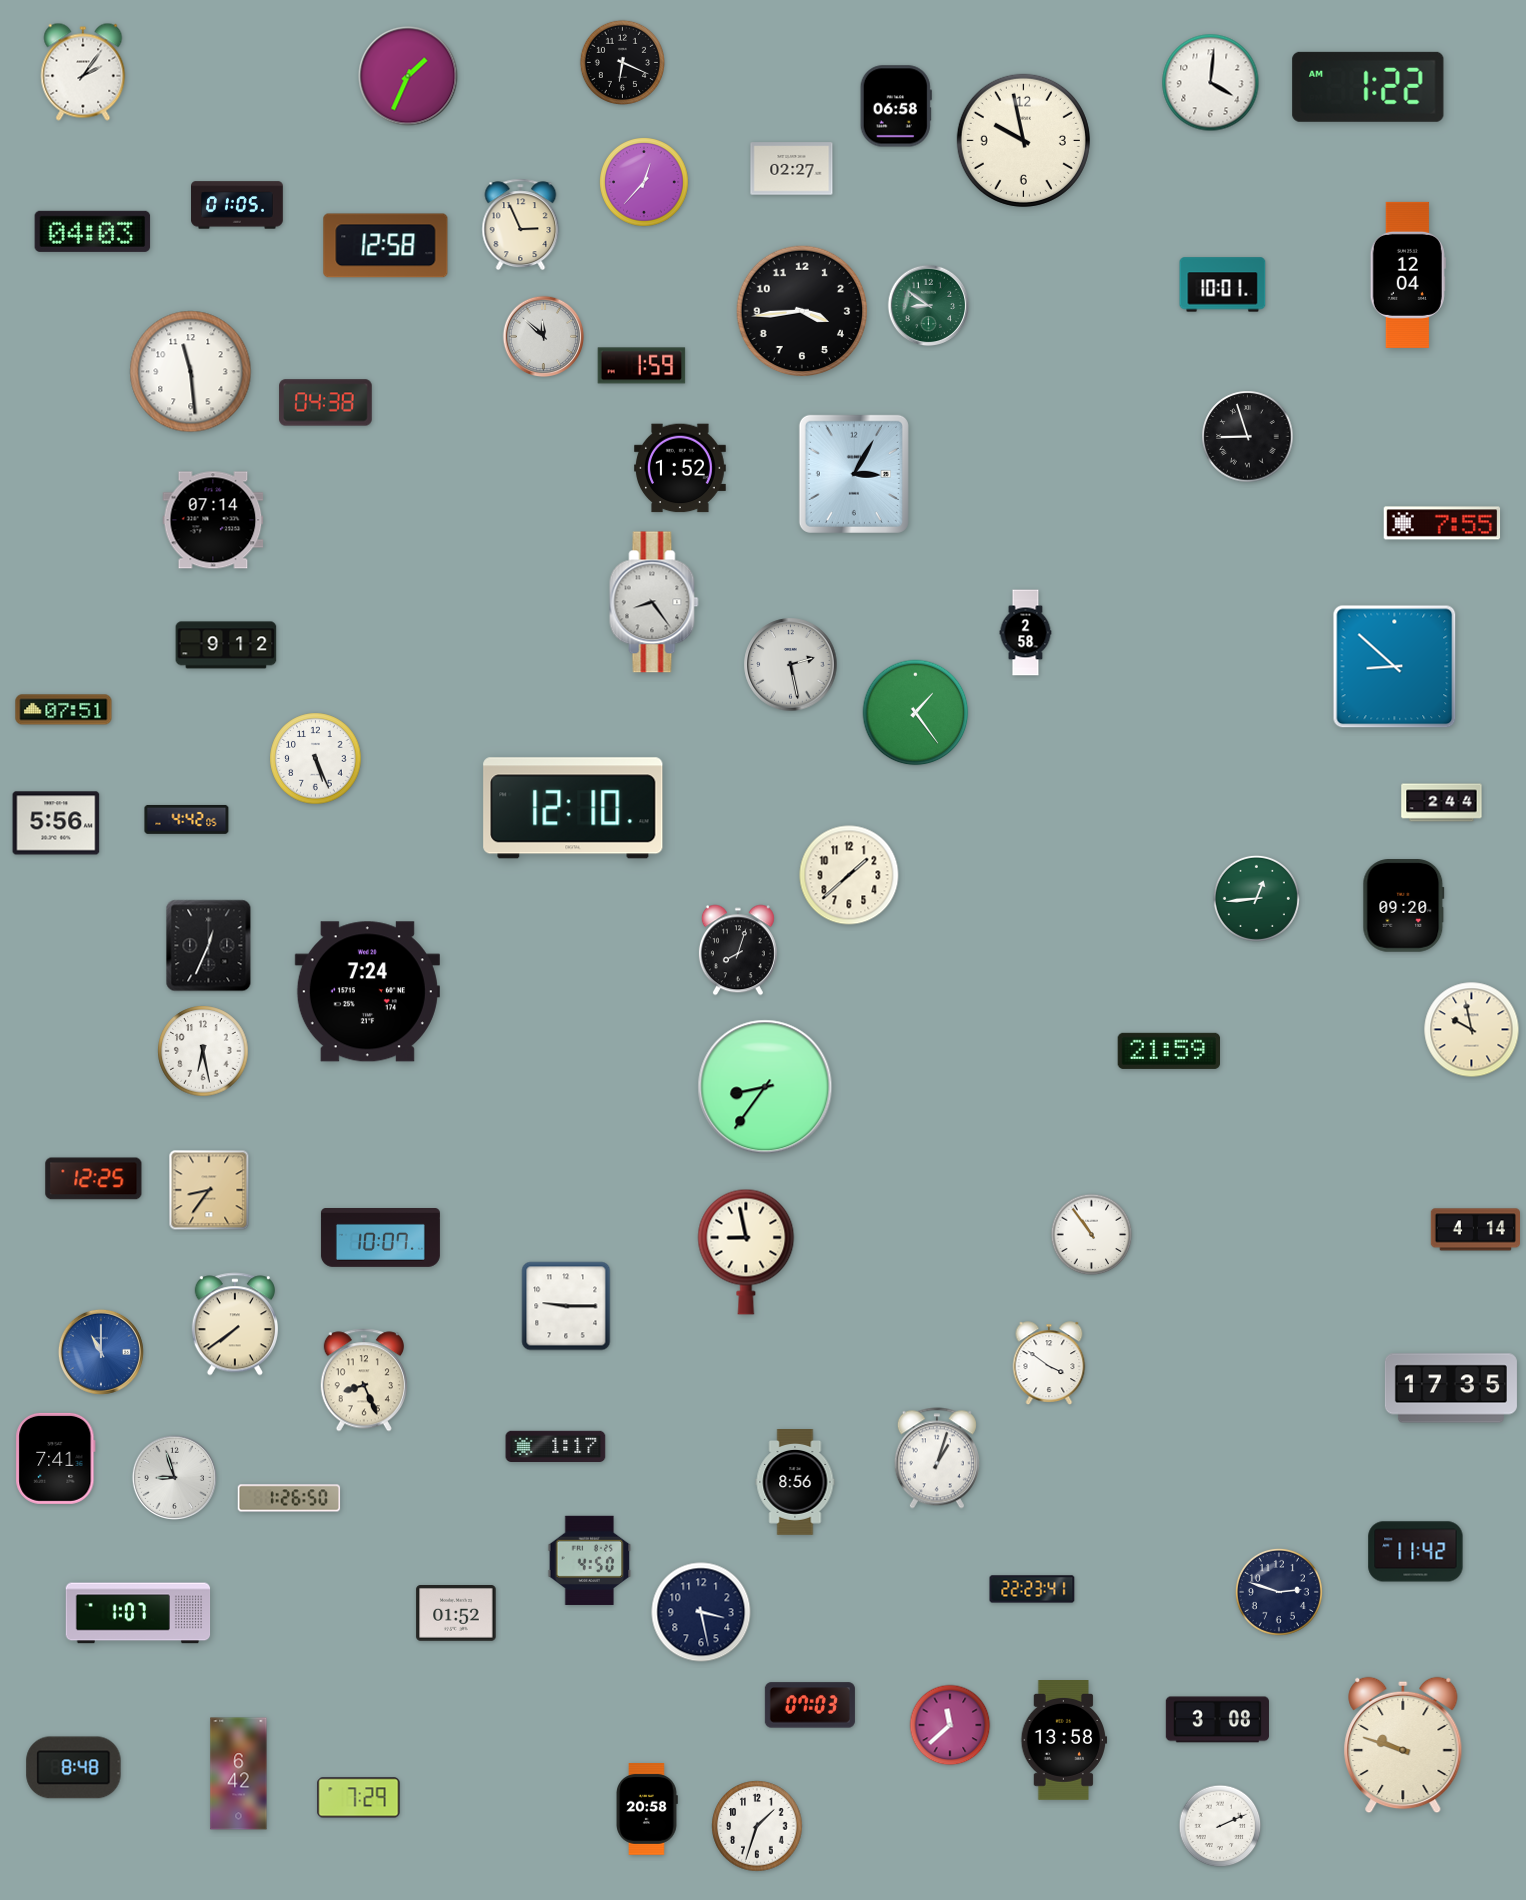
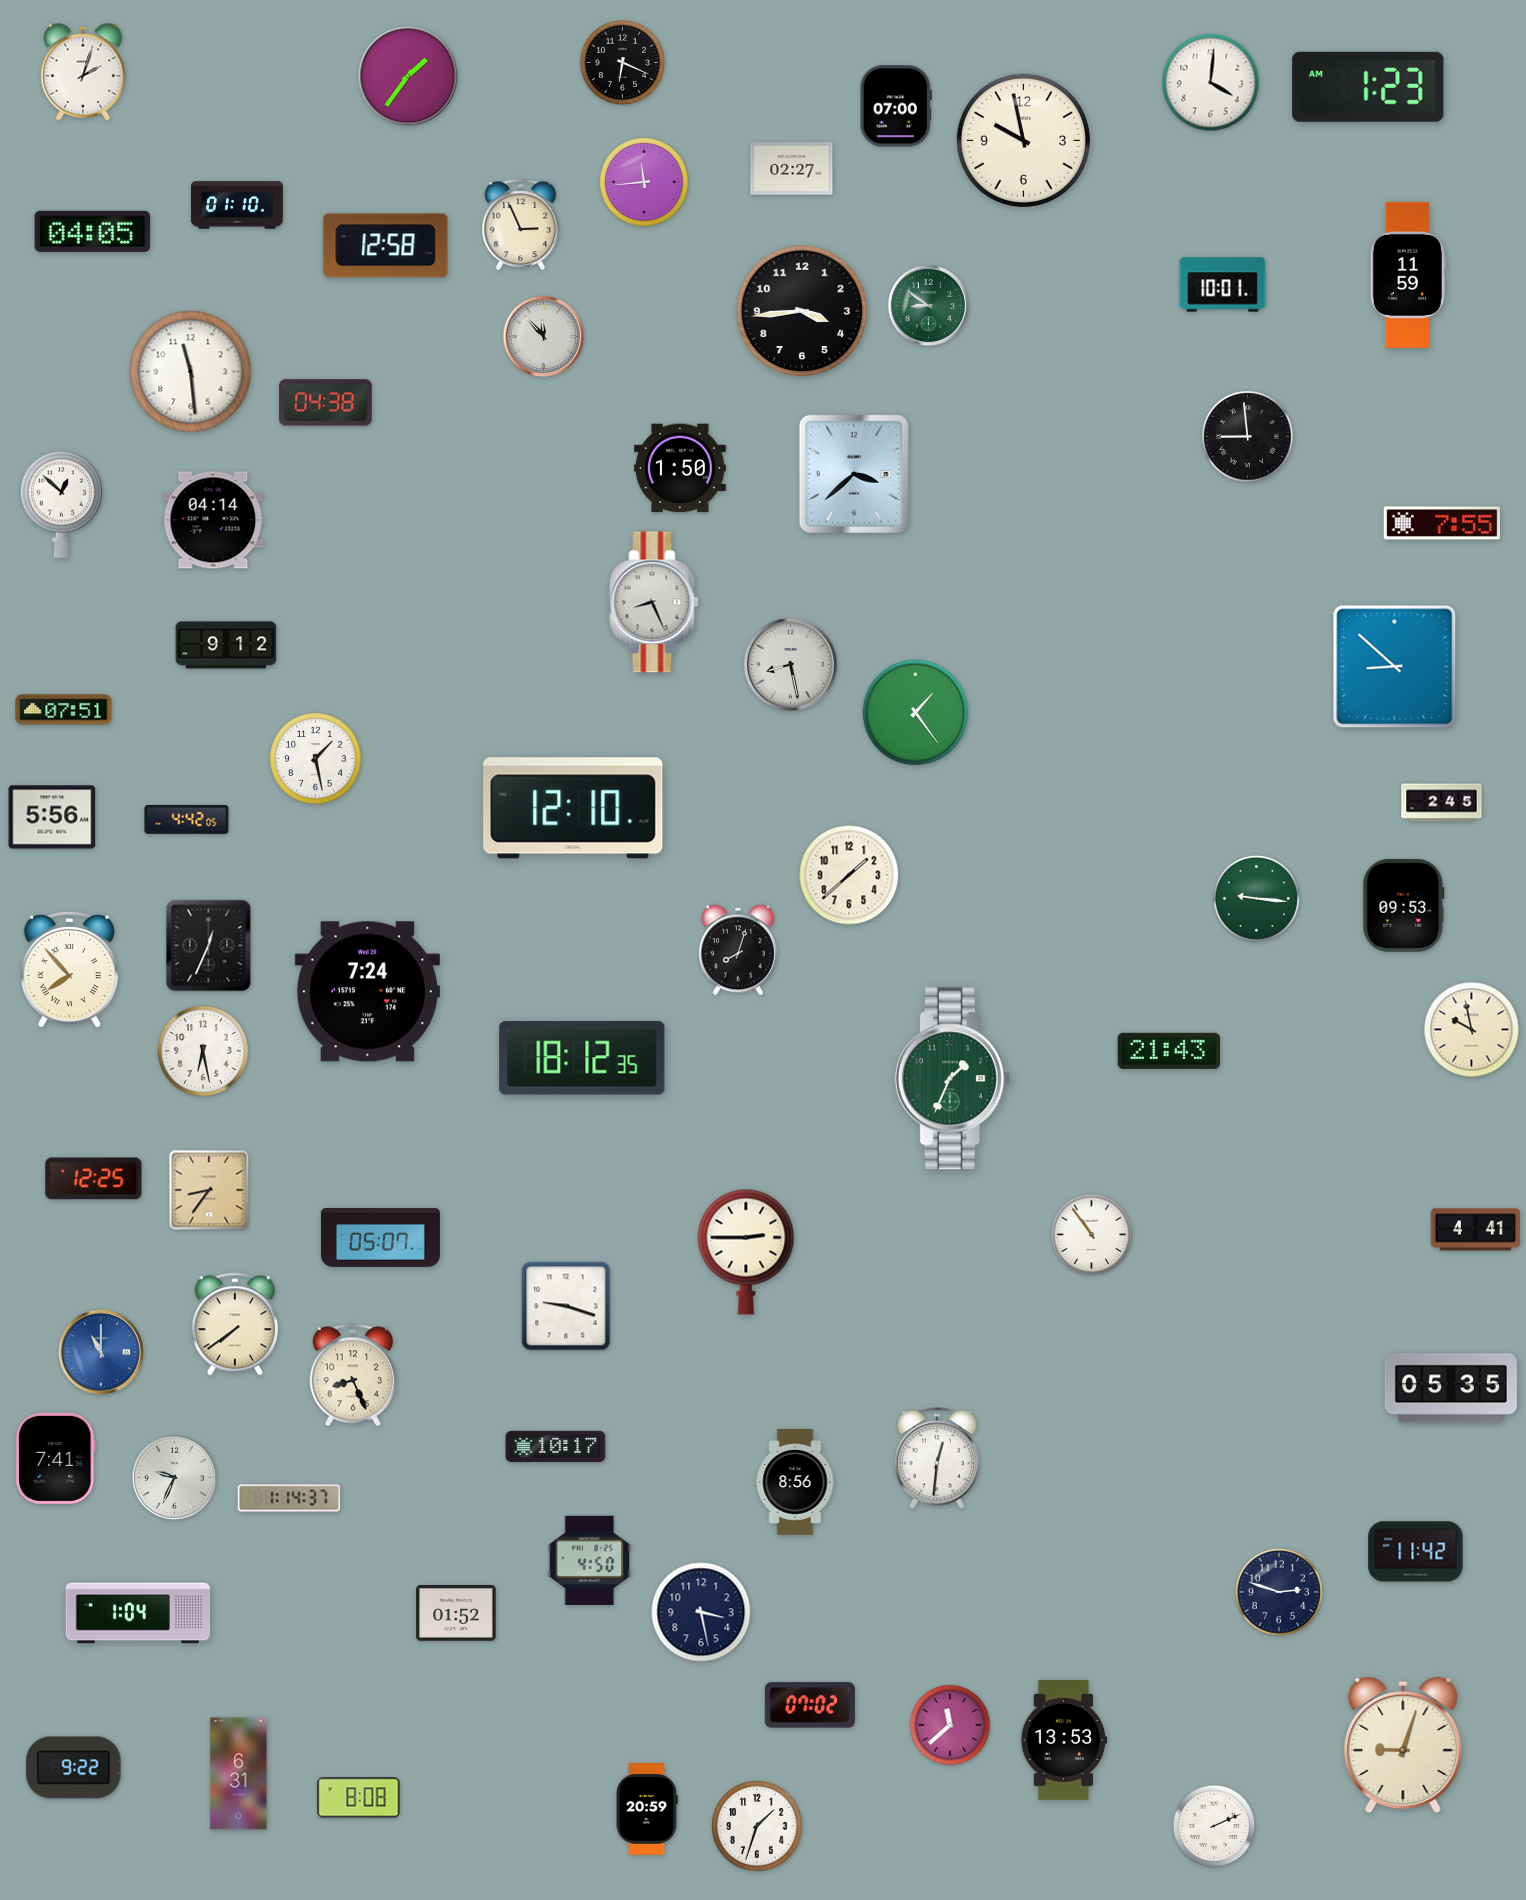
clock at (83, 72): 2:06 -> 2:03
clock at (408, 76): 1:34 -> 1:36
clock at (1368, 87): 1:22 -> 1:23
clock at (896, 106): 06:58 -> 07:00
clock at (645, 183): 12:37 -> 11:44
clock at (238, 205): 01:05 -> 01:10
clock at (93, 231): 04:03 -> 04:05
clock at (1408, 275): 12:04 -> 11:59
clock at (544, 337): 11:52 -> 11:53
clock at (642, 366): 1:59 -> none
clock at (1248, 437): 8:57 -> 8:59
clock at (681, 468): 1:52 -> 1:50
clock at (854, 474): 3:05 -> 3:38
clock at (61, 504): none -> 12:52
clock at (213, 520): 07:14 -> 04:14
clock at (654, 602): 8:24 -> 8:26
clock at (1026, 633): 2:58 -> none
clock at (791, 665): 2:28 -> 8:28
clock at (316, 759): 5:26 -> 1:28
clock at (1442, 803): 2:44 -> 2:45
clock at (56, 823) position: (56, 823) -> (52, 817)
clock at (1256, 898): 12:44 -> 9:16
clock at (1404, 906): 09:20 -> 09:53
clock at (69, 969): none -> 7:53
clock at (1168, 1051): 21:59 -> 21:43
clock at (582, 1058): none -> 18:12
clock at (952, 1079): none -> 1:34
clock at (765, 1087): 8:36 -> none
clock at (1475, 1230): 4:14 -> 4:41
clock at (380, 1238): 10:07 -> 05:07
clock at (746, 1252): 8:58 -> 2:45
clock at (566, 1306): 9:15 -> 9:18
clock at (1049, 1363): 3:51 -> none
clock at (364, 1380) position: (364, 1380) -> (353, 1375)
clock at (1451, 1388): 17:35 -> 05:35
clock at (556, 1446): 1:17 -> 10:17
clock at (937, 1458): 1:03 -> 12:31
clock at (174, 1477): 8:57 -> 9:34
clock at (289, 1498): 1:26 -> 1:14
clock at (1032, 1589): 22:23 -> none
clock at (138, 1613): 1:07 -> 1:04
clock at (810, 1705): 07:03 -> 07:02
clock at (1217, 1720): 3:08 -> none
clock at (1064, 1741): 13:58 -> 13:53
clock at (1403, 1745): 9:48 -> 9:03
clock at (74, 1768): 8:48 -> 9:22
clock at (239, 1774): 6:42 -> 6:31
clock at (359, 1798): 7:29 -> 8:08
clock at (647, 1810): 20:58 -> 20:59
clock at (1220, 1826) position: (1220, 1826) -> (1214, 1826)
